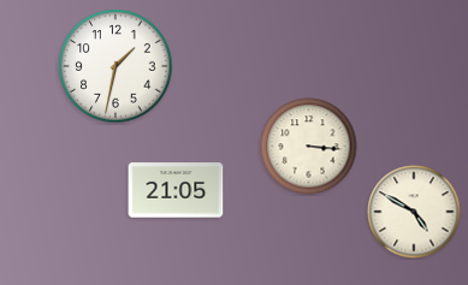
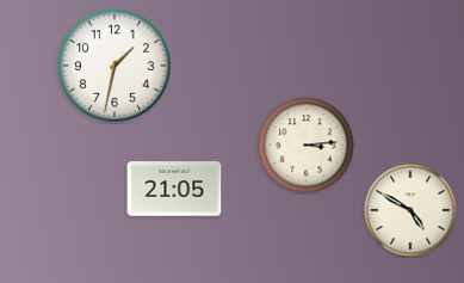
clock at (309, 147): 3:16 -> 3:14
